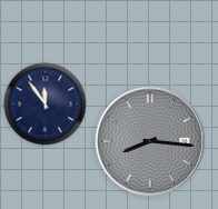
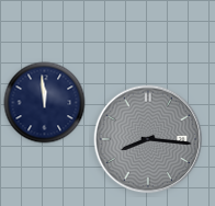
clock at (46, 104): 11:54 -> 11:59
